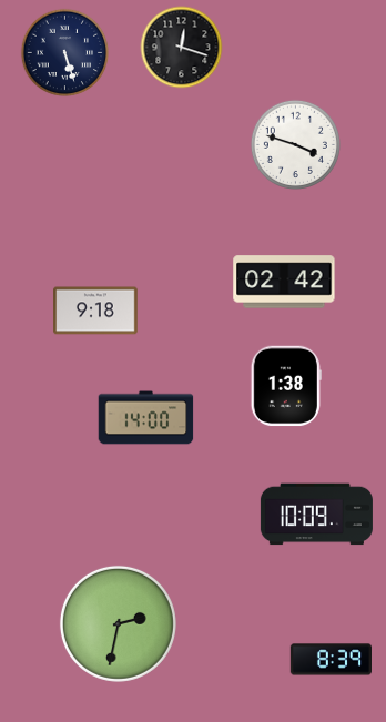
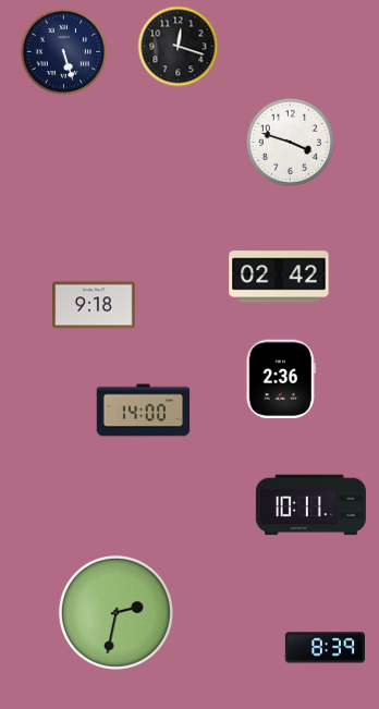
clock at (286, 386): 1:38 -> 2:36
clock at (316, 515): 10:09 -> 10:11
